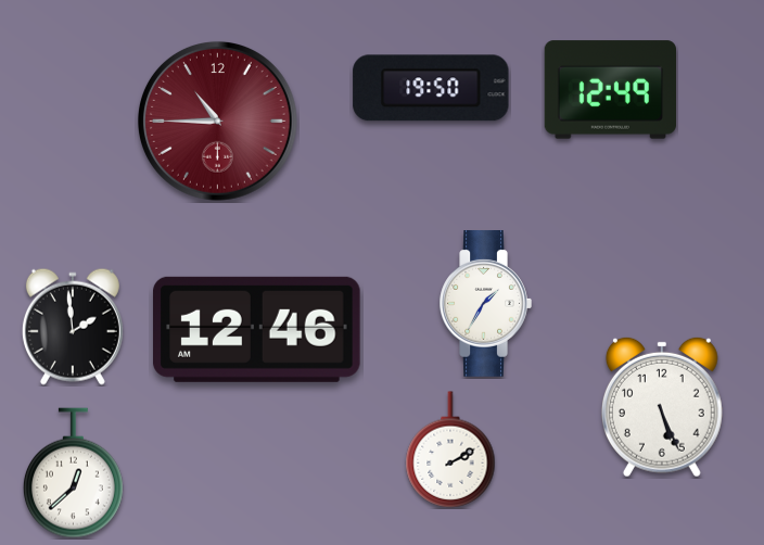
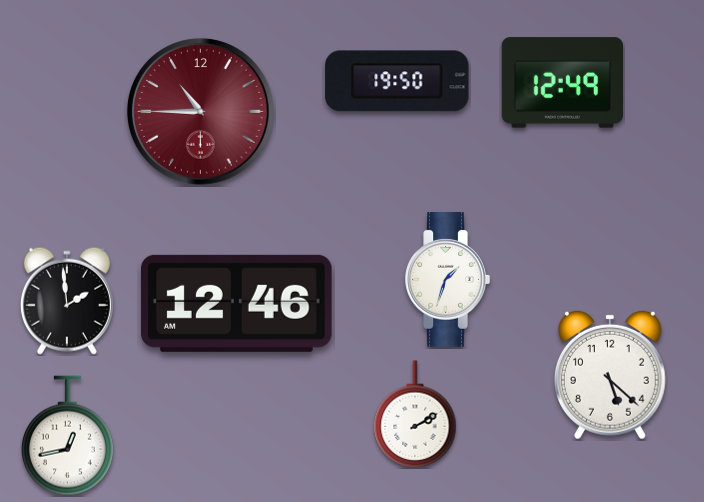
clock at (485, 304): 1:35 -> 1:33
clock at (662, 407): 5:26 -> 5:22
clock at (73, 473): 12:38 -> 12:43
